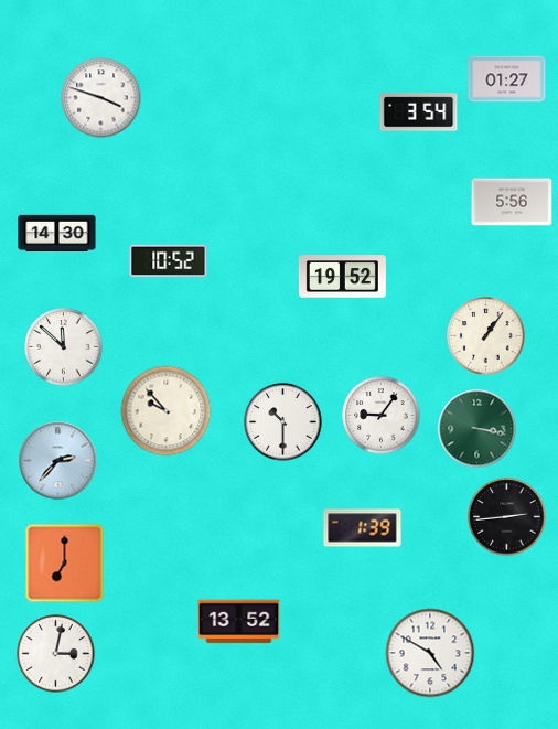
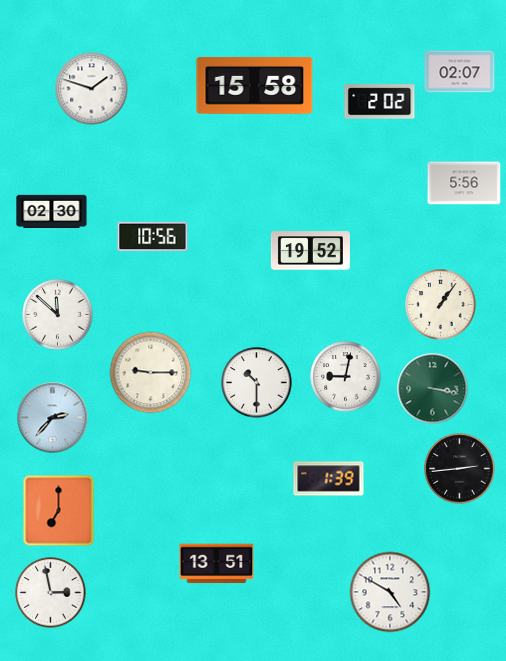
clock at (507, 79): 01:27 -> 02:07
clock at (255, 86): none -> 15:58
clock at (101, 98): 3:48 -> 1:48
clock at (419, 112): 3:54 -> 2:02
clock at (57, 234): 14:30 -> 02:30
clock at (169, 261): 10:52 -> 10:56
clock at (167, 411): 9:53 -> 9:15
clock at (382, 416): 9:06 -> 9:02
clock at (239, 622): 13:52 -> 13:51
clock at (56, 654): 3:02 -> 2:58
